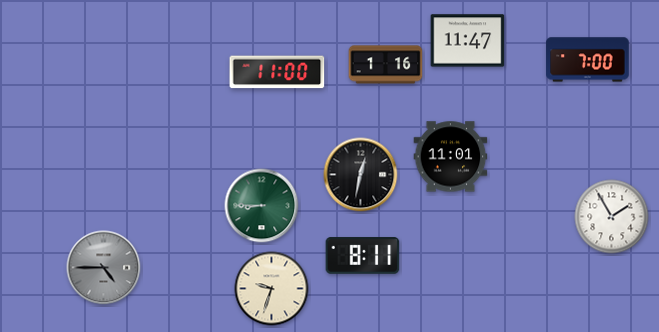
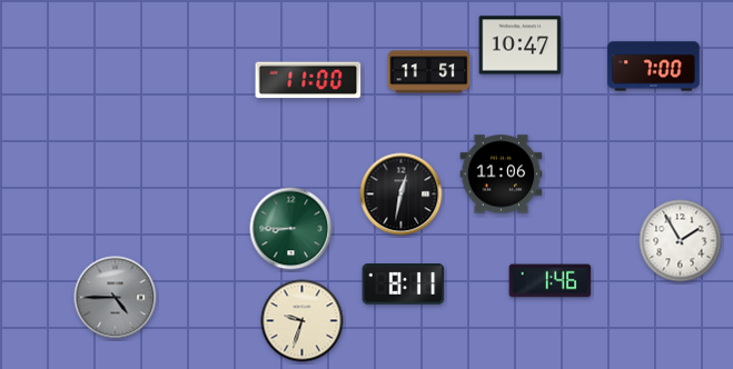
clock at (468, 41): 11:47 -> 10:47
clock at (386, 65): 1:16 -> 11:51
clock at (451, 157): 11:01 -> 11:06
clock at (551, 281): none -> 1:46
